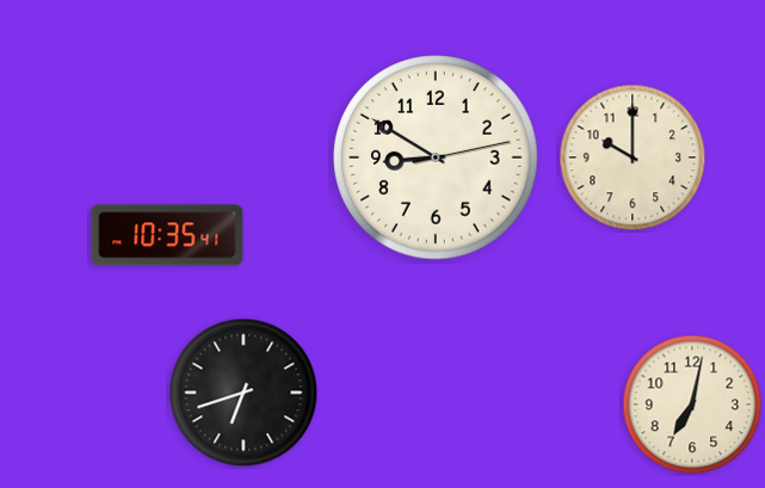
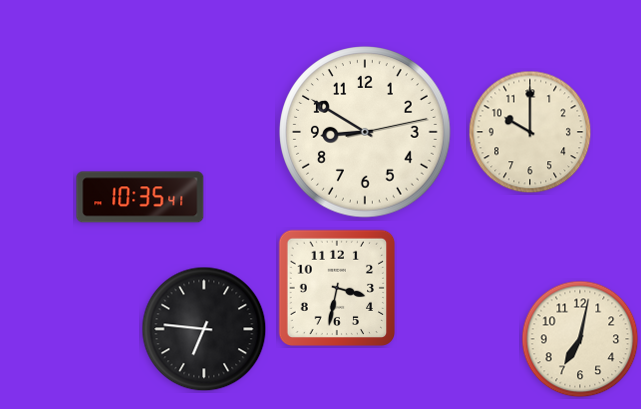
clock at (337, 288): none -> 3:32
clock at (243, 393): 6:42 -> 6:46
